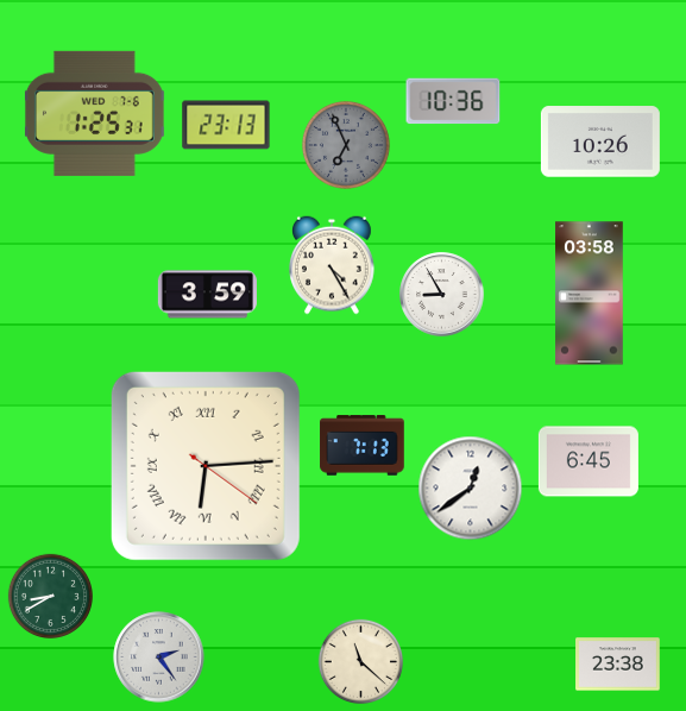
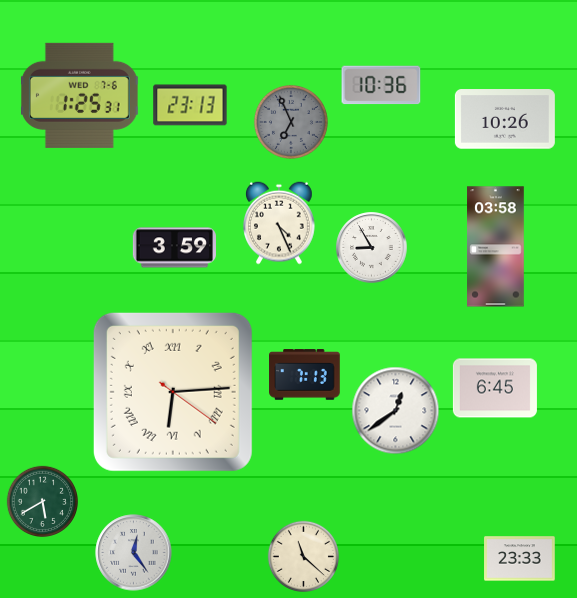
clock at (333, 265): 4:25 -> 4:26
clock at (50, 596): 8:40 -> 5:40
clock at (159, 657): 2:24 -> 12:24
clock at (618, 665): 23:38 -> 23:33
